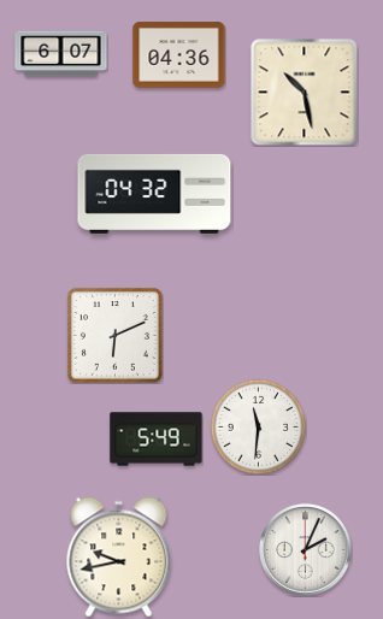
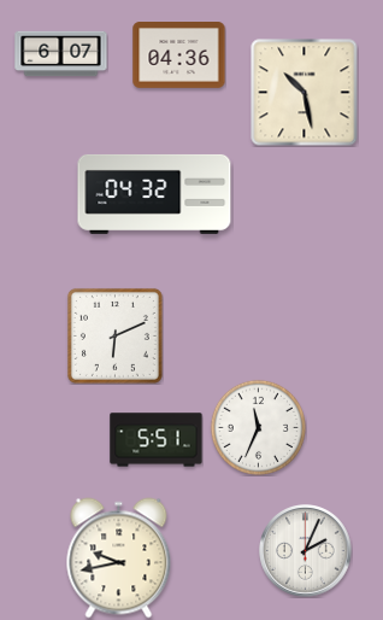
clock at (258, 426): 11:31 -> 11:34
clock at (157, 440): 5:49 -> 5:51
